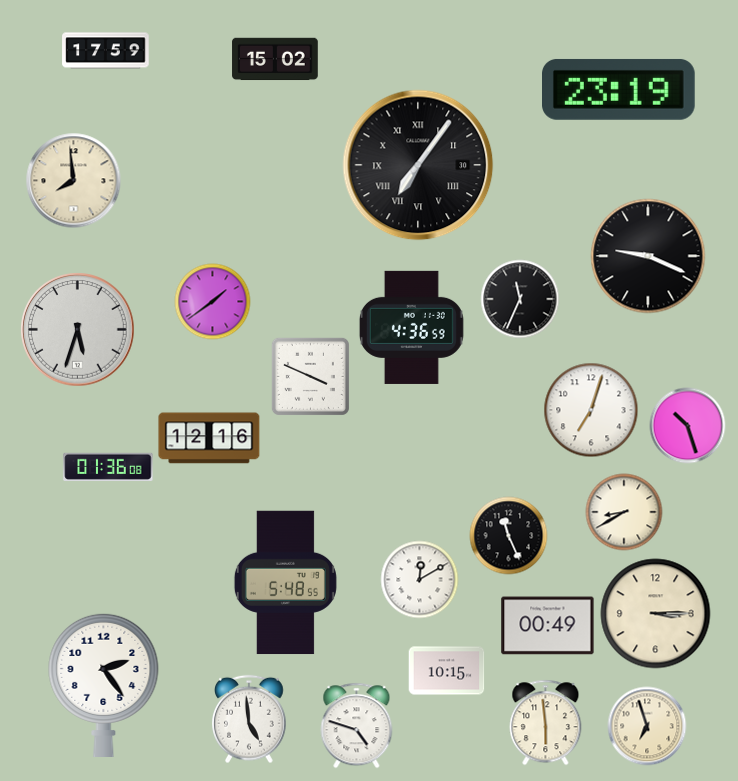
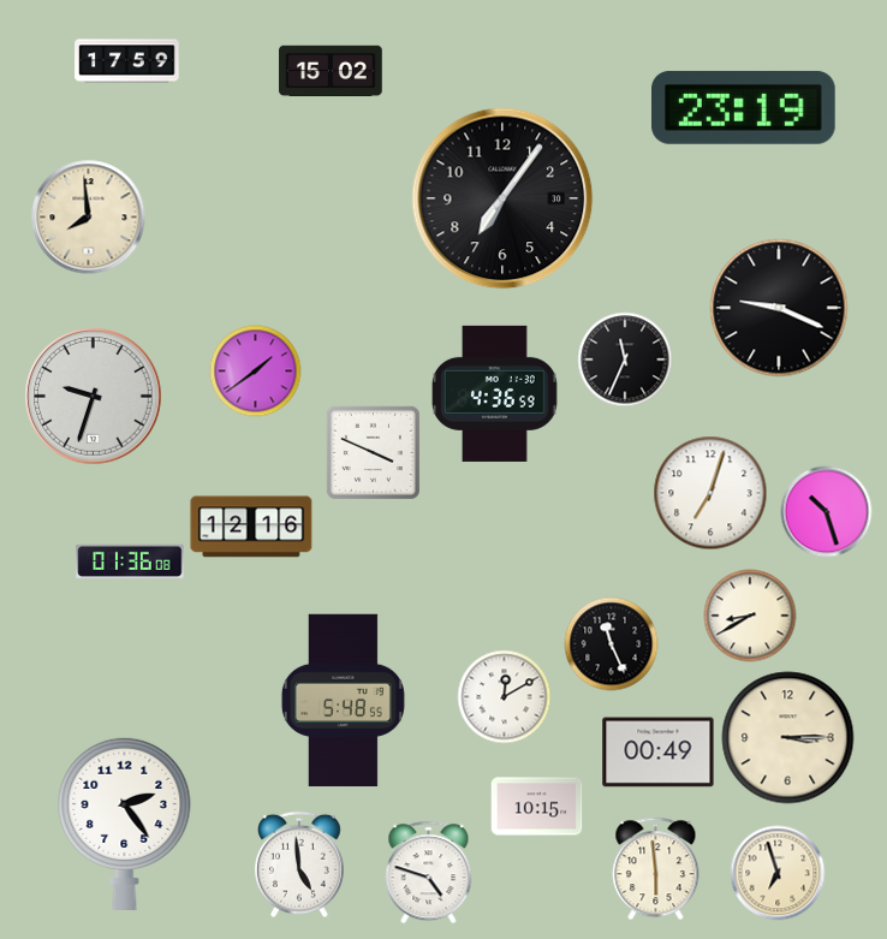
clock at (418, 165) numerals: Roman -> Arabic
clock at (213, 302) position: (213, 302) -> (256, 372)
clock at (78, 330): 5:33 -> 9:33
